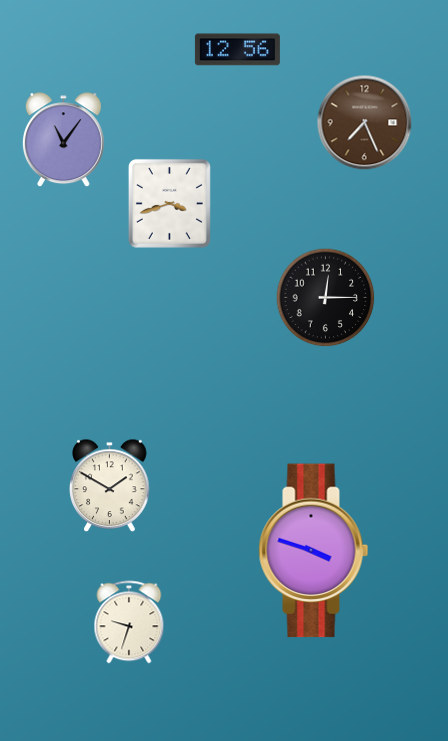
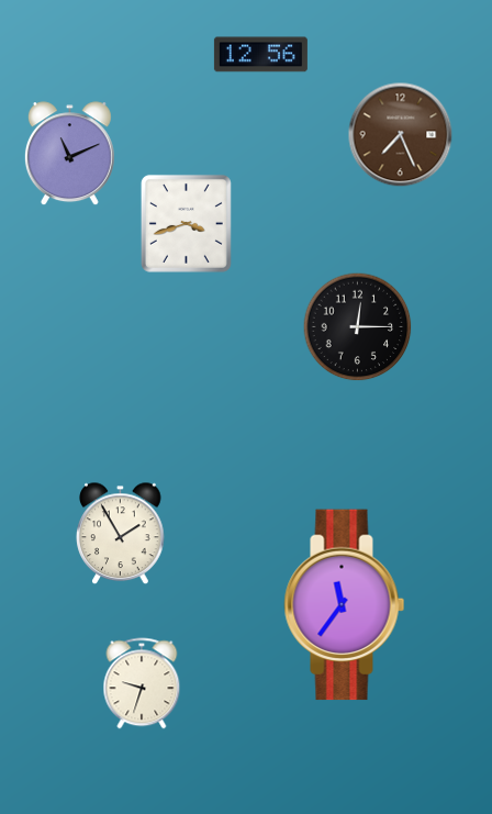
clock at (63, 140): 11:06 -> 11:11
clock at (110, 486): 1:50 -> 1:55
clock at (314, 551): 3:48 -> 11:36
